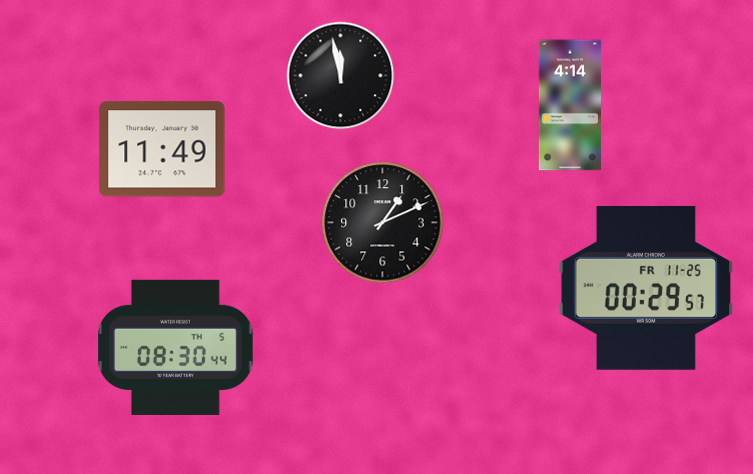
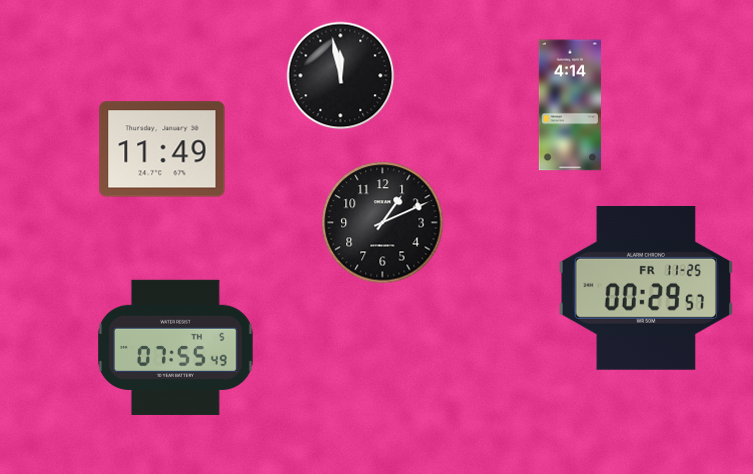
clock at (176, 347): 08:30 -> 07:55
